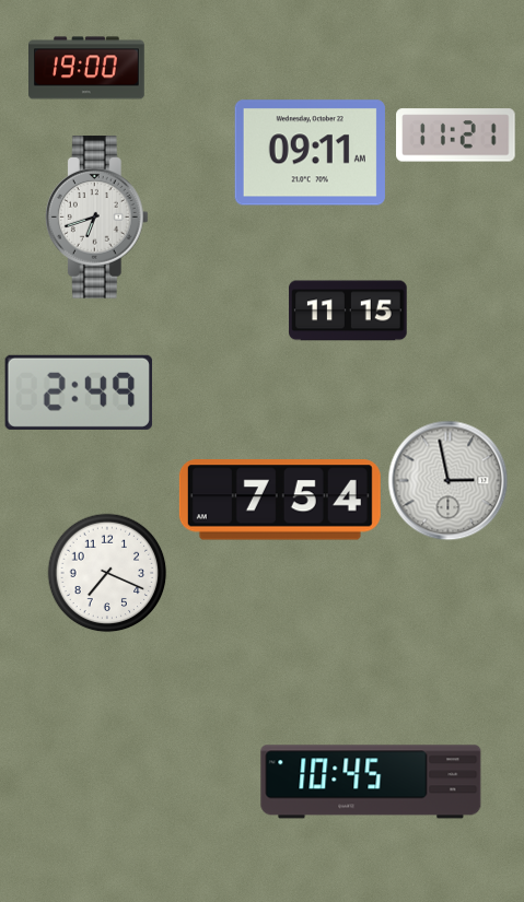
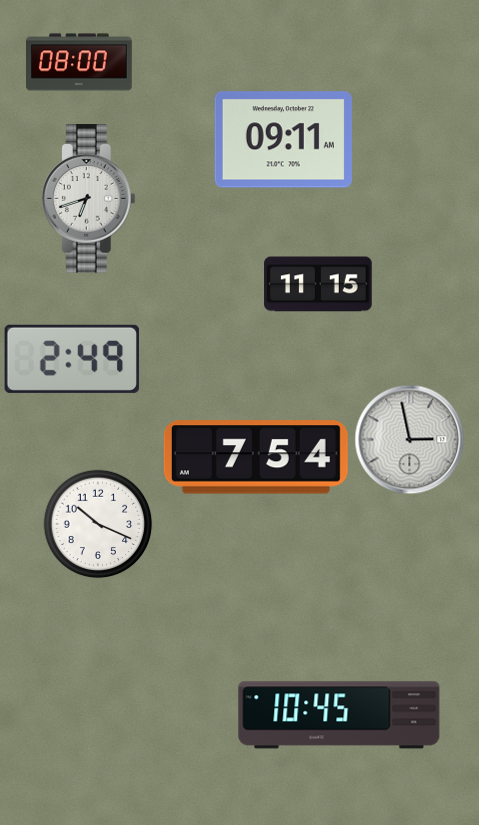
clock at (88, 68): 19:00 -> 08:00
clock at (456, 136): 11:21 -> none
clock at (107, 573): 7:19 -> 10:19
